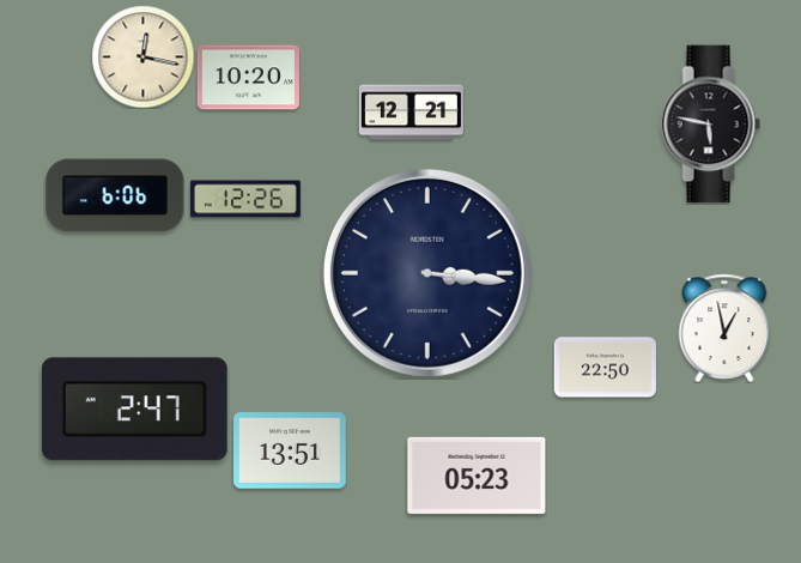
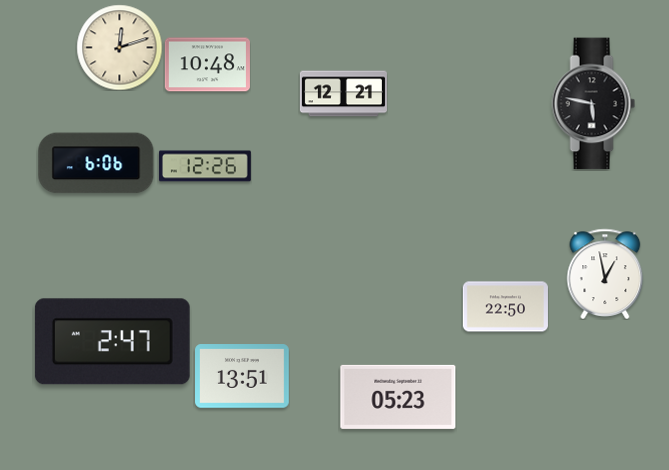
clock at (142, 56): 12:17 -> 12:12
clock at (248, 78): 10:20 -> 10:48
clock at (427, 273): 3:16 -> none
